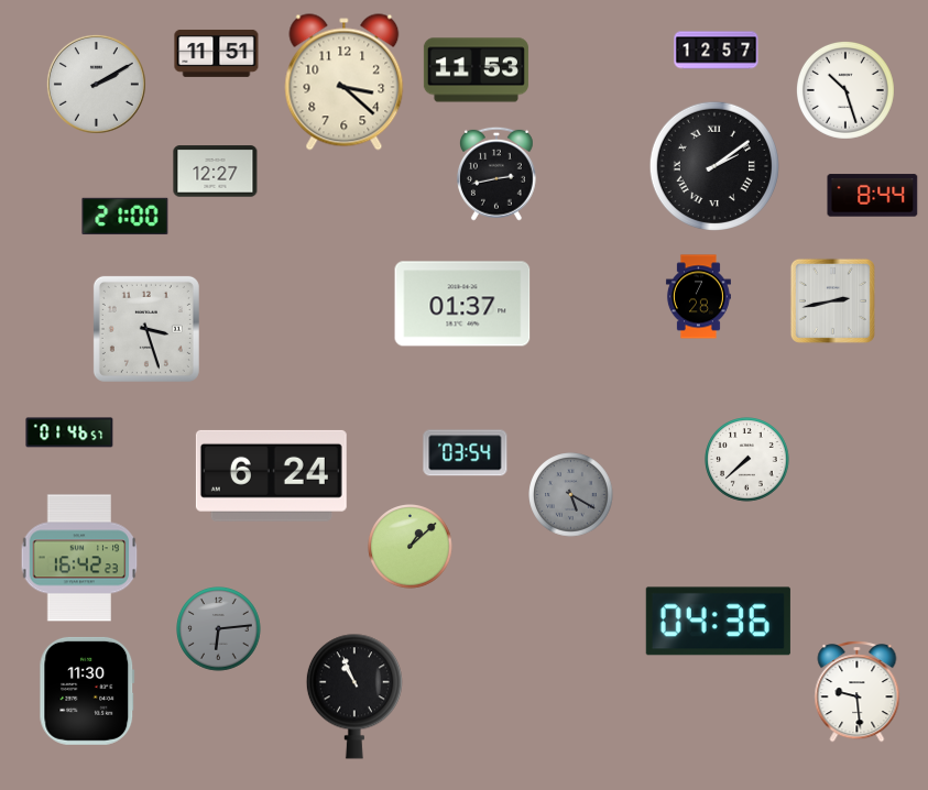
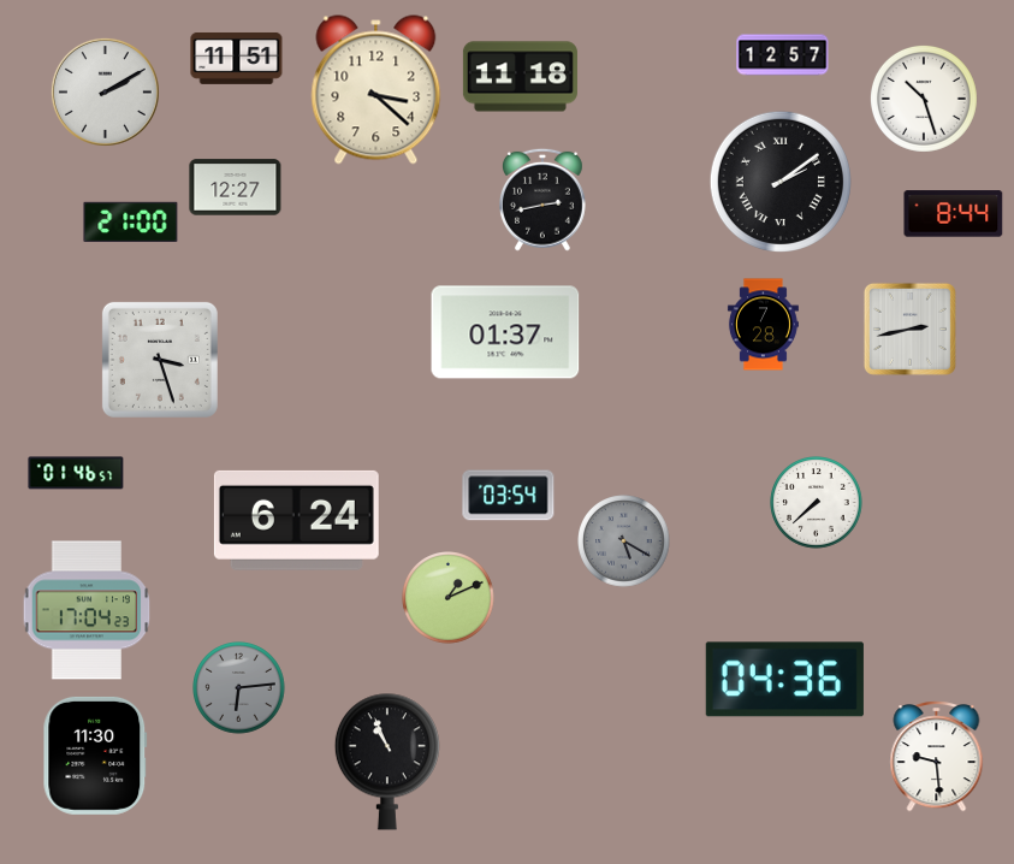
clock at (476, 70): 11:53 -> 11:18
clock at (496, 174) position: (496, 174) -> (542, 200)
clock at (125, 217) position: (125, 217) -> (131, 223)
clock at (411, 547): 1:08 -> 1:11
clock at (79, 558): 16:42 -> 17:04
